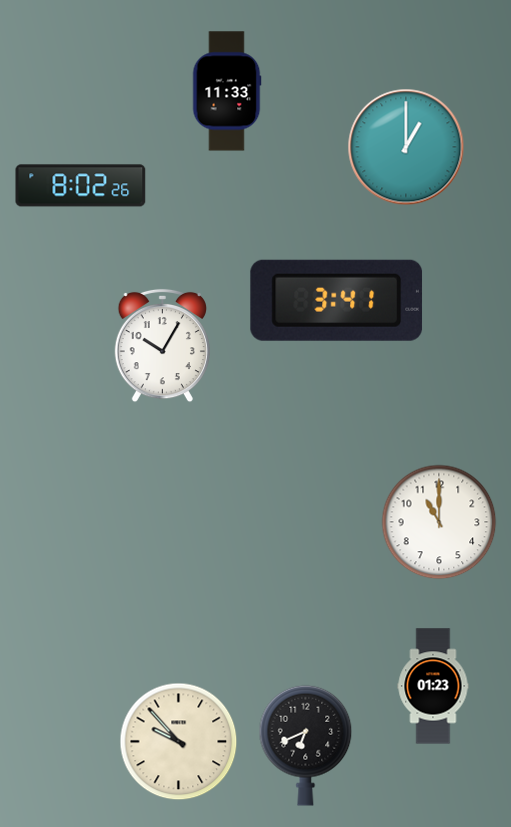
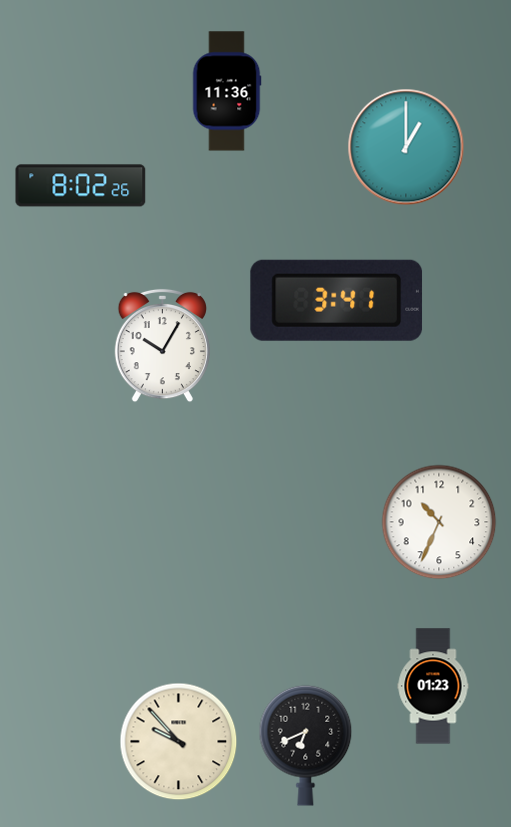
clock at (227, 91): 11:33 -> 11:36
clock at (439, 522): 11:00 -> 10:34
